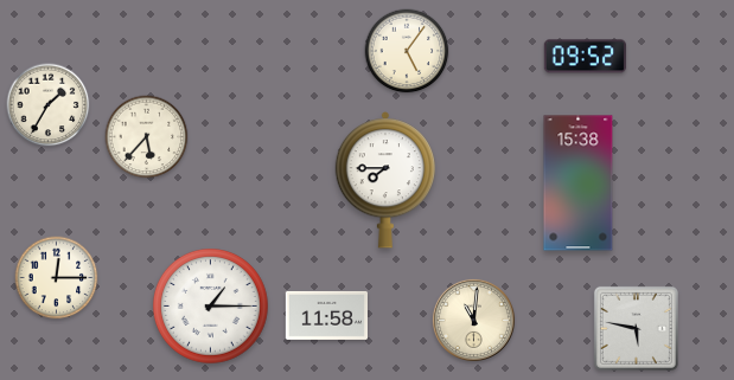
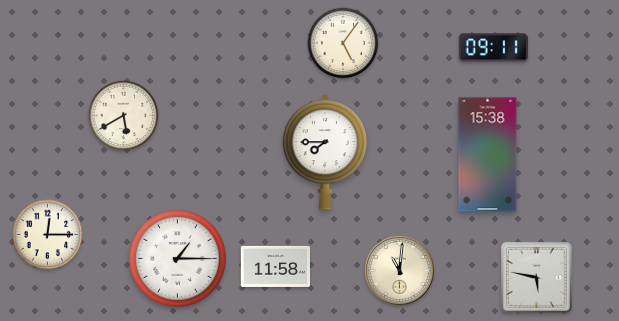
clock at (585, 57): 09:52 -> 09:11
clock at (49, 105): 1:35 -> none
clock at (147, 137): 5:37 -> 5:40
